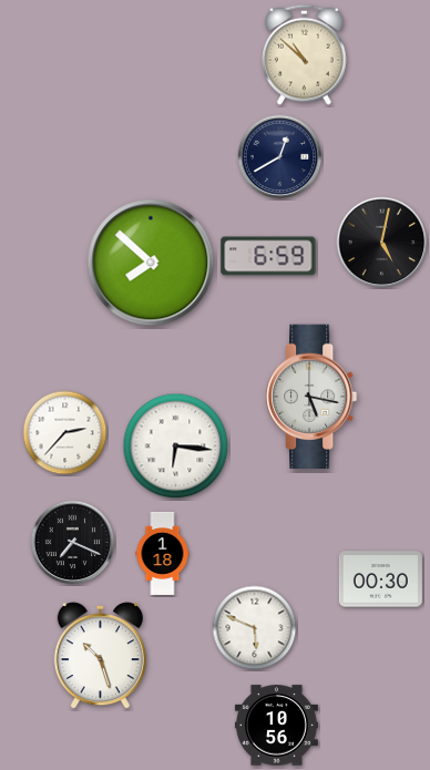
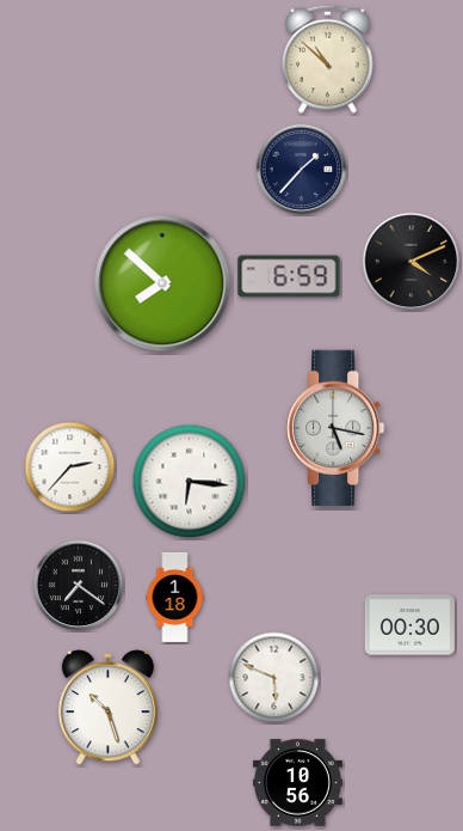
clock at (280, 157): 12:40 -> 1:37
clock at (382, 243): 5:02 -> 4:11
clock at (73, 543): 7:19 -> 7:21
